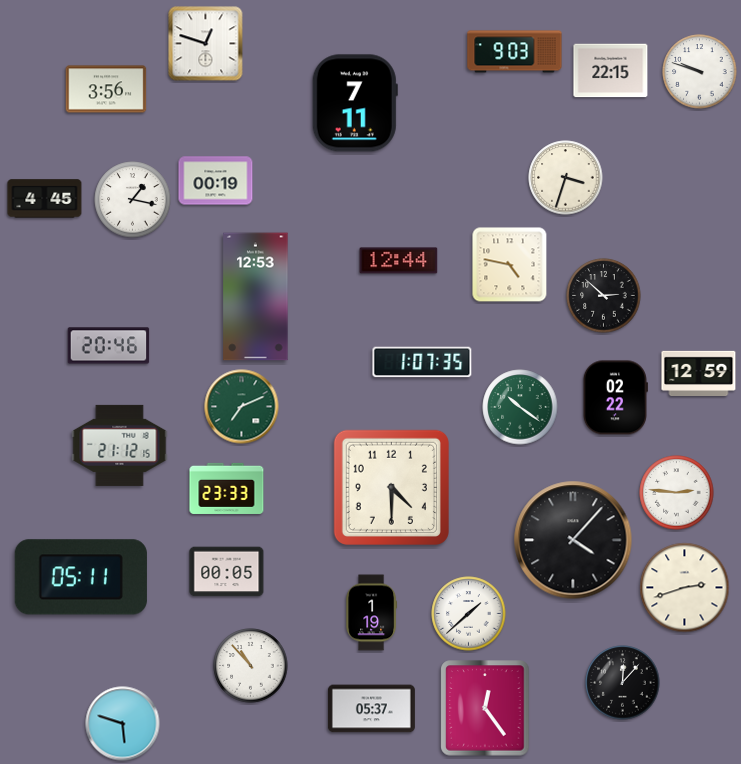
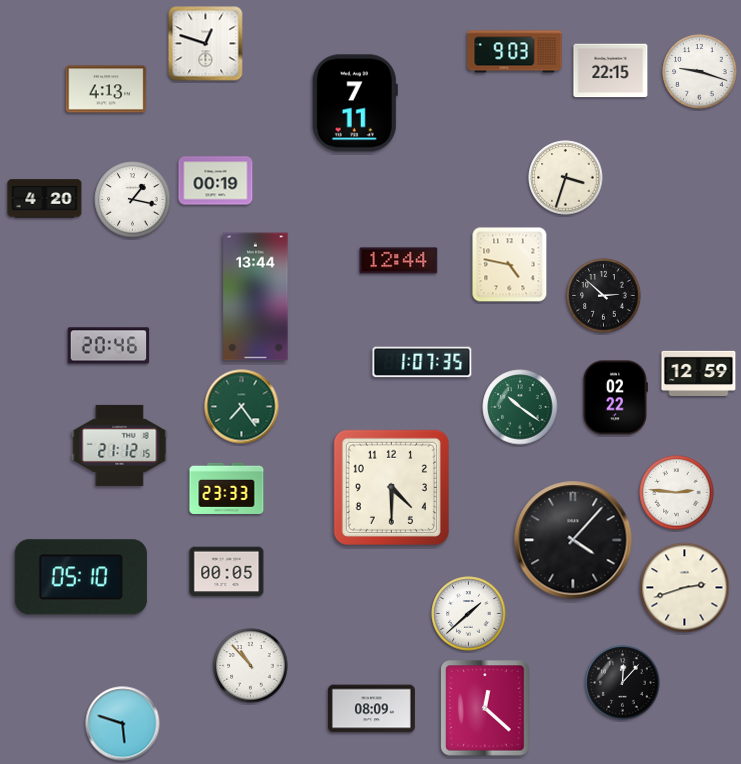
clock at (700, 72): 9:48 -> 9:18
clock at (106, 89): 3:56 -> 4:13
clock at (45, 199): 4:45 -> 4:20
clock at (256, 297): 12:53 -> 13:44
clock at (242, 407): 7:11 -> 7:24
clock at (81, 577): 05:11 -> 05:10
clock at (372, 613): 1:19 -> none
clock at (485, 708): 12:24 -> 12:22
clock at (371, 709): 05:37 -> 08:09
